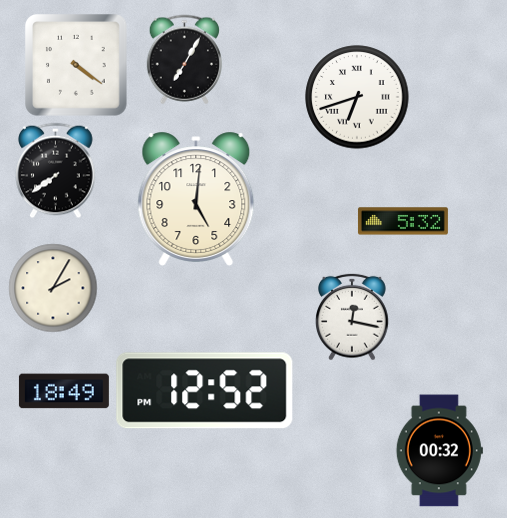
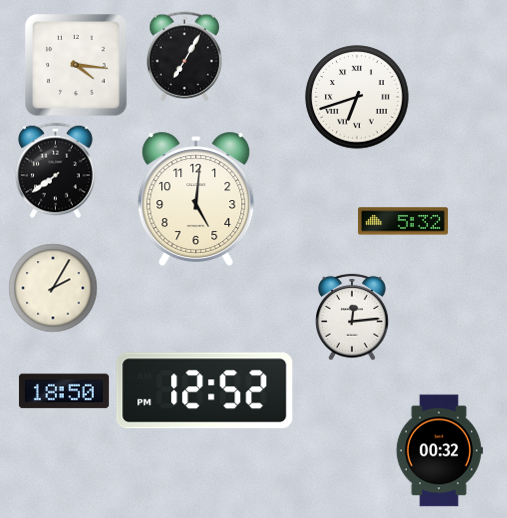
clock at (184, 60) position: (184, 60) -> (184, 57)
clock at (77, 66): 4:21 -> 4:16
clock at (353, 317): 12:17 -> 12:14
clock at (64, 391): 18:49 -> 18:50
